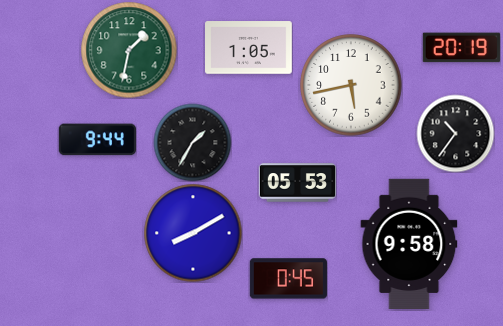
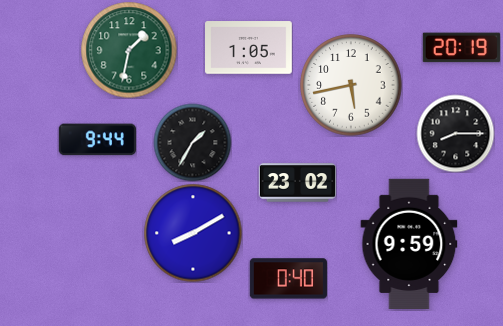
clock at (455, 133): 10:36 -> 8:15
clock at (297, 183): 05:53 -> 23:02
clock at (409, 243): 9:58 -> 9:59
clock at (288, 279): 0:45 -> 0:40
